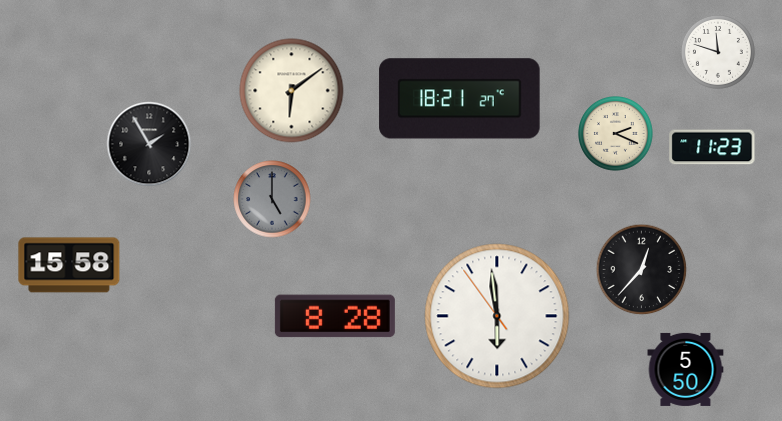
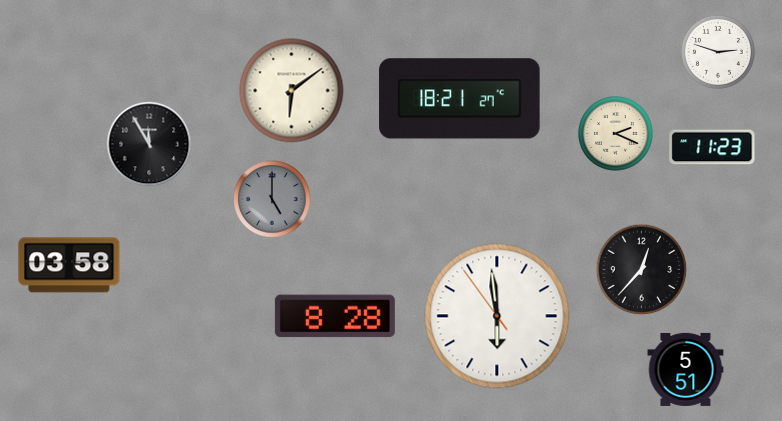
clock at (718, 52): 11:48 -> 2:48
clock at (149, 144): 1:55 -> 11:55
clock at (69, 265): 15:58 -> 03:58
clock at (686, 369): 5:50 -> 5:51
